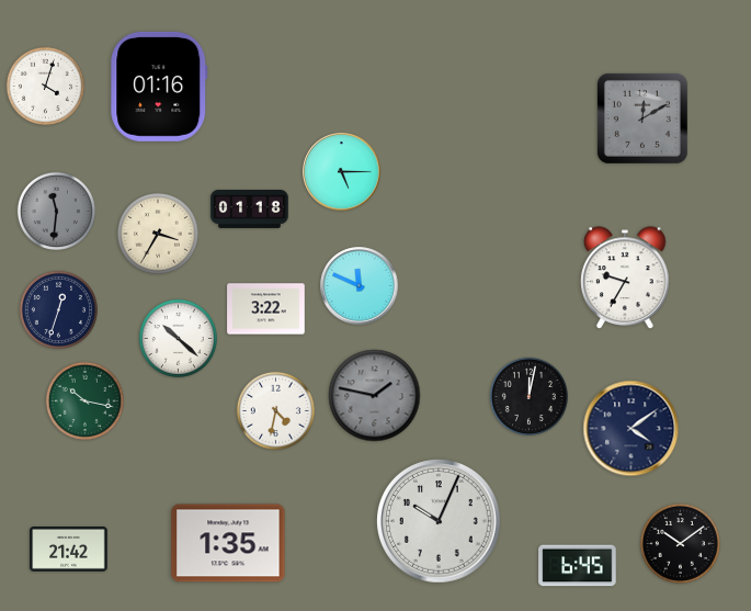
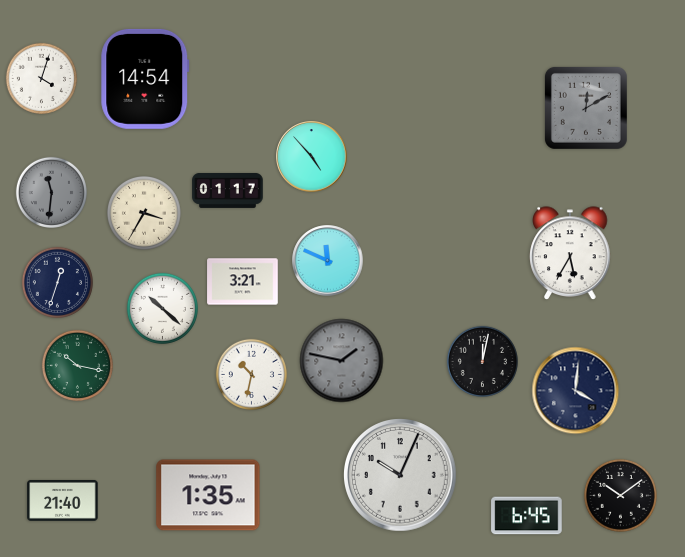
clock at (159, 87): 01:16 -> 14:54
clock at (342, 172): 5:15 -> 4:53
clock at (250, 208): 01:18 -> 01:17
clock at (625, 278): 9:35 -> 5:35
clock at (58, 309) position: (58, 309) -> (57, 282)
clock at (266, 309): 3:22 -> 3:21
clock at (275, 410): 4:32 -> 10:32
clock at (631, 429): 4:09 -> 4:01
clock at (69, 548): 21:42 -> 21:40
